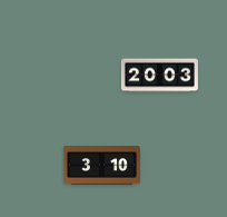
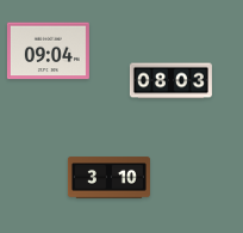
clock at (48, 51): none -> 09:04
clock at (159, 76): 20:03 -> 08:03
